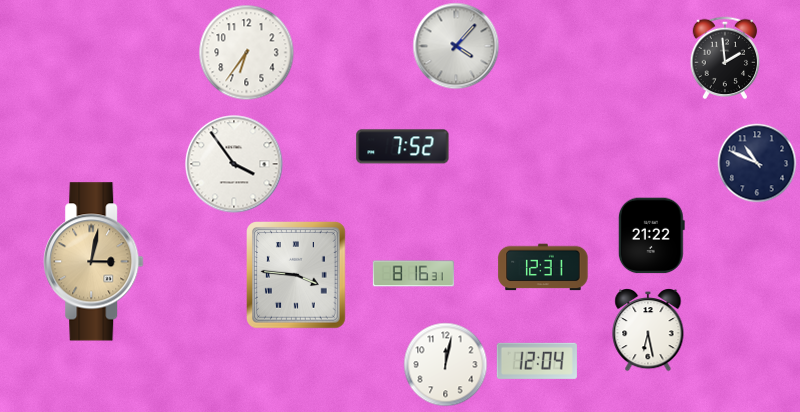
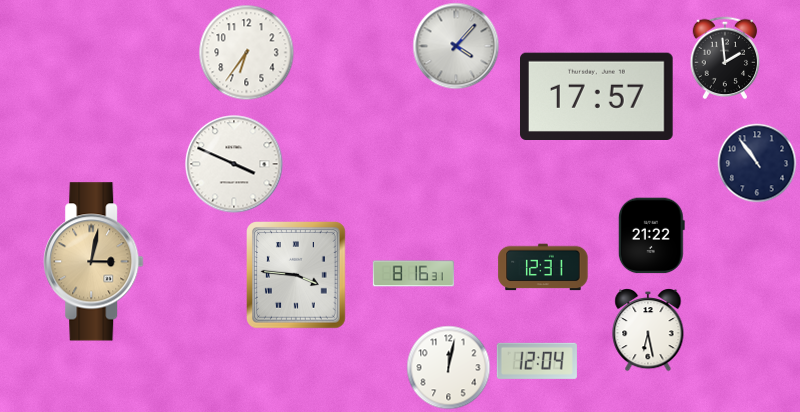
clock at (597, 96): none -> 17:57
clock at (403, 147): 7:52 -> none
clock at (757, 163): 10:49 -> 10:54
clock at (234, 164): 3:54 -> 3:49
clock at (446, 365) position: (446, 365) -> (449, 368)
